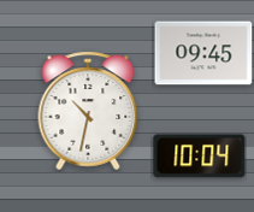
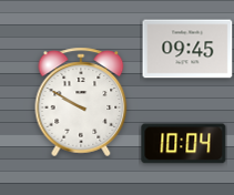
clock at (88, 111): 10:32 -> 9:50
